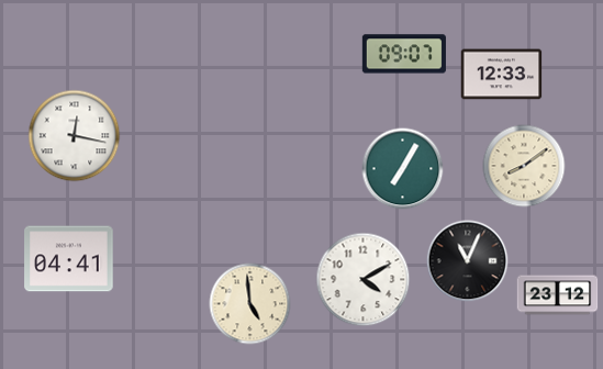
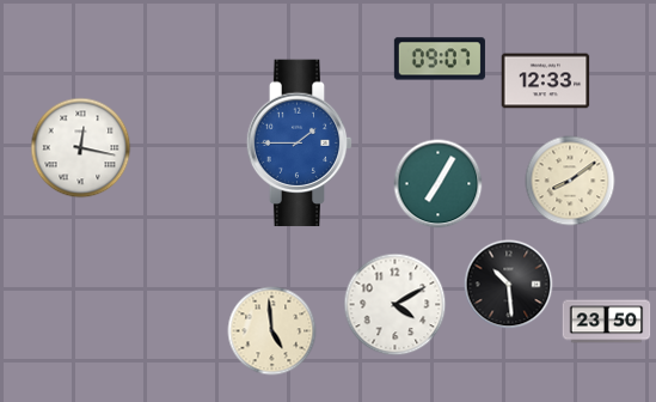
clock at (300, 144): none -> 1:45
clock at (69, 259): 04:41 -> none
clock at (468, 261): 11:04 -> 10:29
clock at (558, 295): 23:12 -> 23:50
